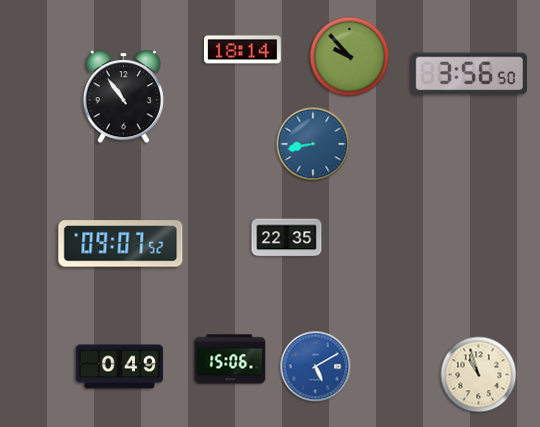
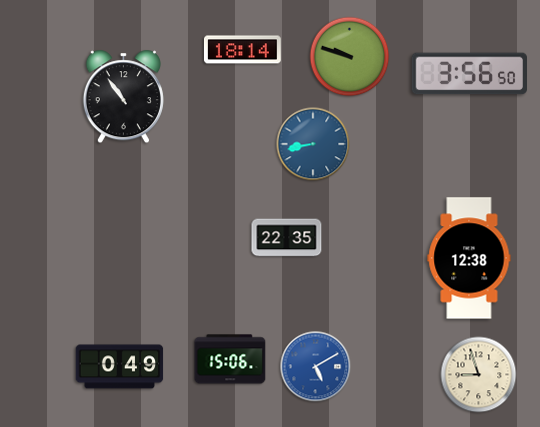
clock at (350, 57): 9:53 -> 9:48
clock at (121, 244): 09:07 -> none
clock at (469, 258): none -> 12:38
clock at (479, 375): 10:57 -> 8:57
